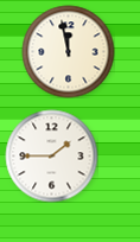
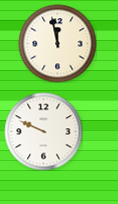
clock at (51, 155): 1:45 -> 9:49
